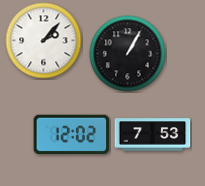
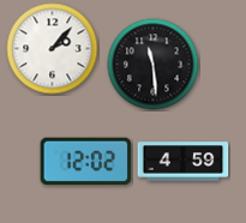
clock at (128, 54): 1:05 -> 11:29
clock at (153, 135): 7:53 -> 4:59
